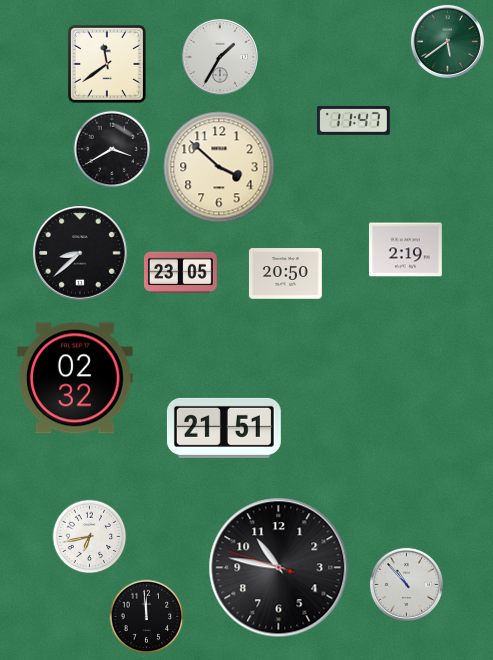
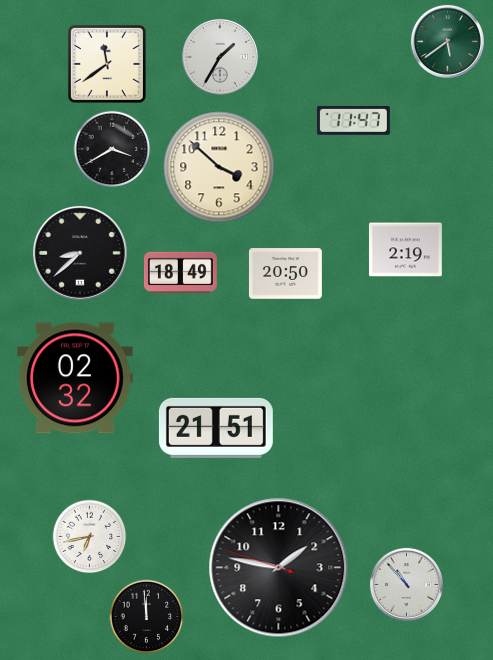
clock at (180, 272): 23:05 -> 18:49
clock at (224, 428) position: (224, 428) -> (216, 428)
clock at (279, 568): 10:46 -> 1:46
